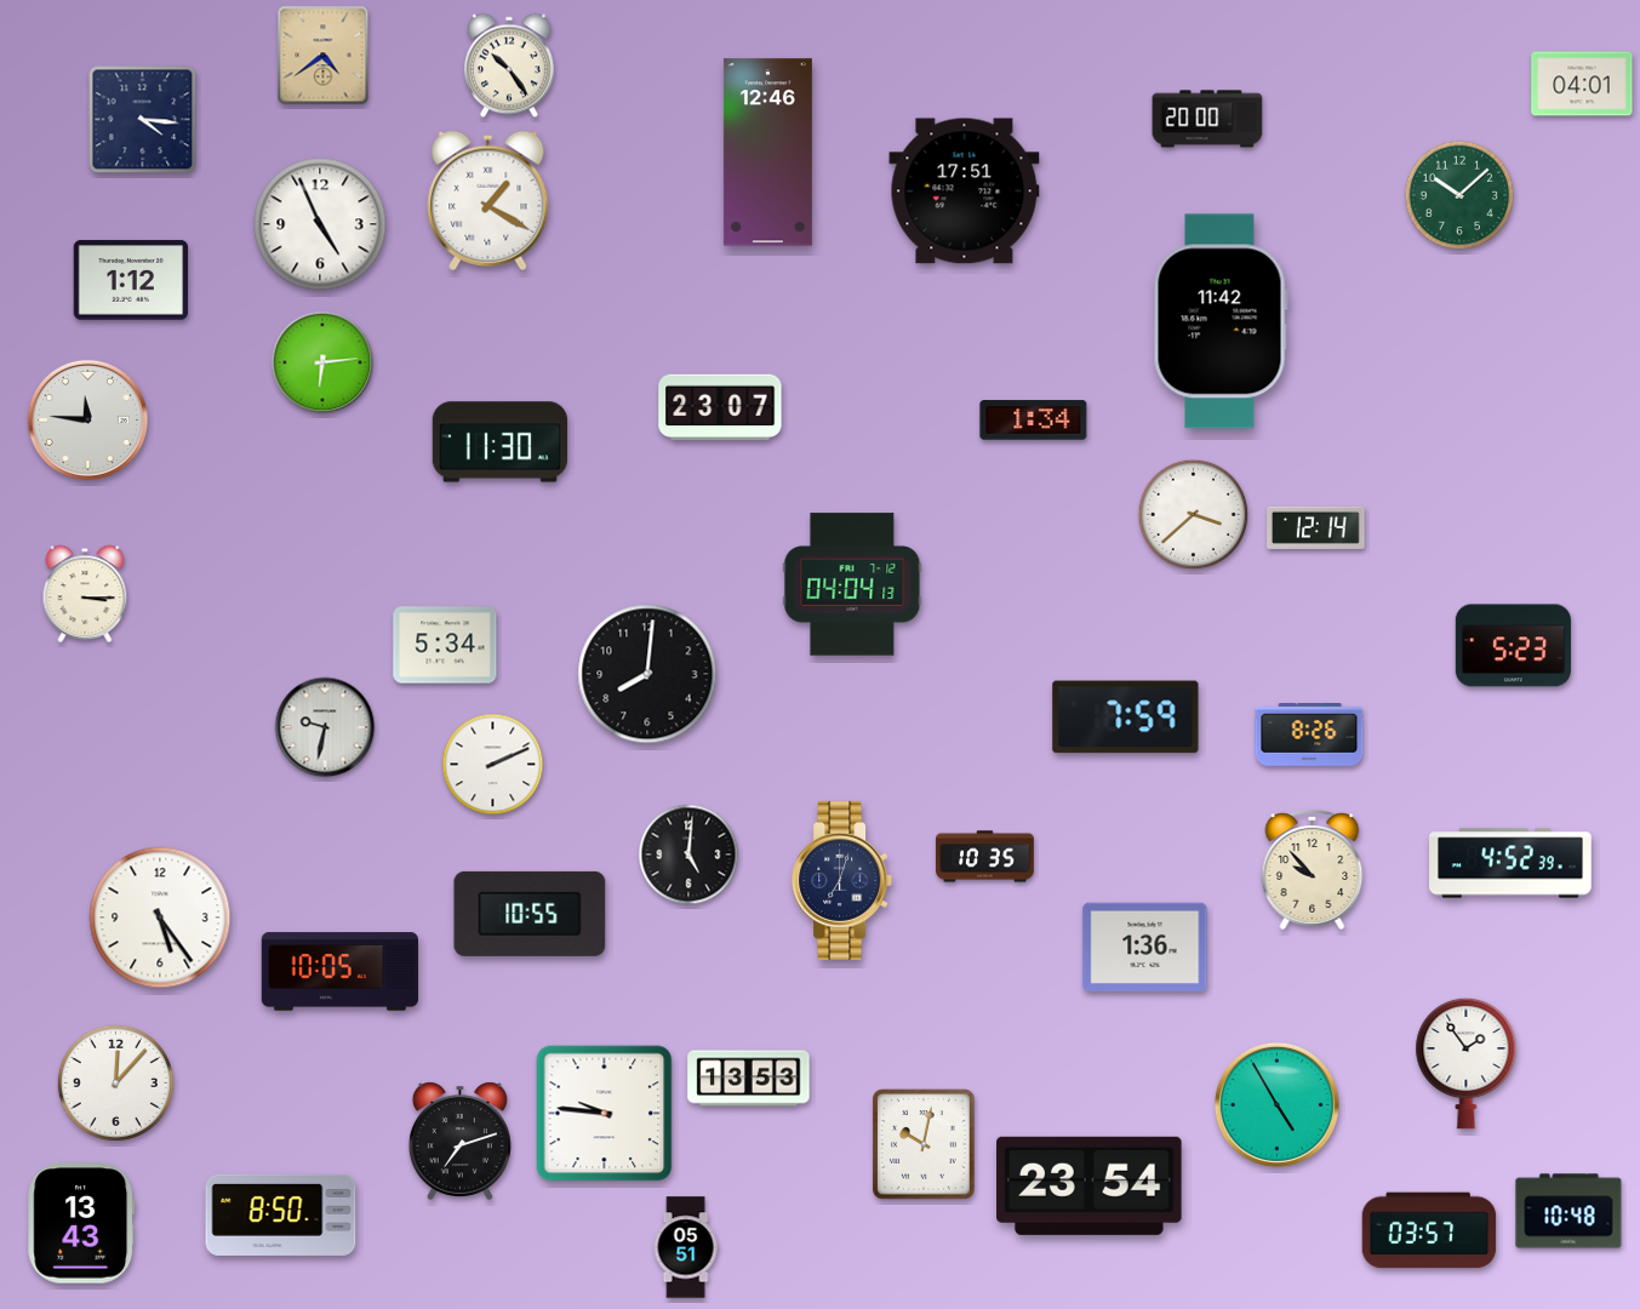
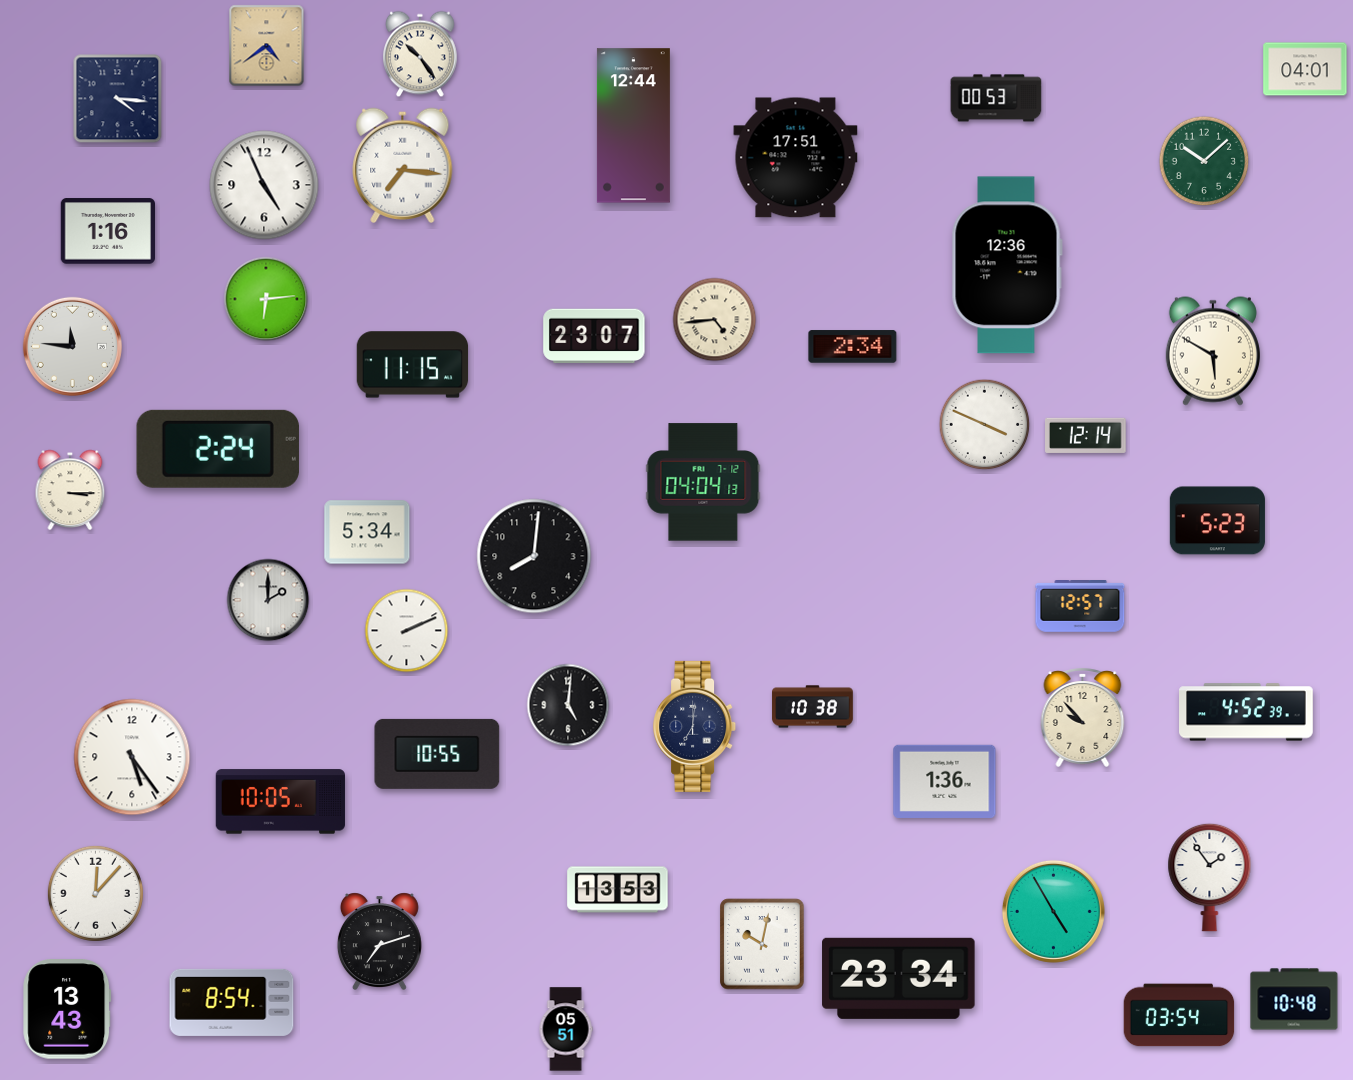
clock at (1207, 119): 20:00 -> 00:53
clock at (767, 153): 12:46 -> 12:44
clock at (488, 200): 1:20 -> 7:16
clock at (130, 280): 1:12 -> 1:16
clock at (1221, 321): 11:42 -> 12:36
clock at (715, 320): none -> 4:44
clock at (1034, 421): 1:34 -> 2:34
clock at (1213, 351): none -> 5:50
clock at (501, 442): 11:30 -> 11:15
clock at (1194, 515): 3:38 -> 3:49
clock at (218, 449): none -> 2:24
clock at (1513, 646) position: (1513, 646) -> (1217, 521)
clock at (1126, 718): 7:59 -> none
clock at (325, 727): 9:32 -> 2:00
clock at (1309, 736): 8:26 -> 12:57
clock at (985, 857): 10:35 -> 10:38
clock at (842, 880): 7:03 -> 7:01
clock at (605, 1114): 9:46 -> none
clock at (1090, 1185): 23:54 -> 23:34
clock at (281, 1214): 8:50 -> 8:54
clock at (1429, 1230): 03:57 -> 03:54
